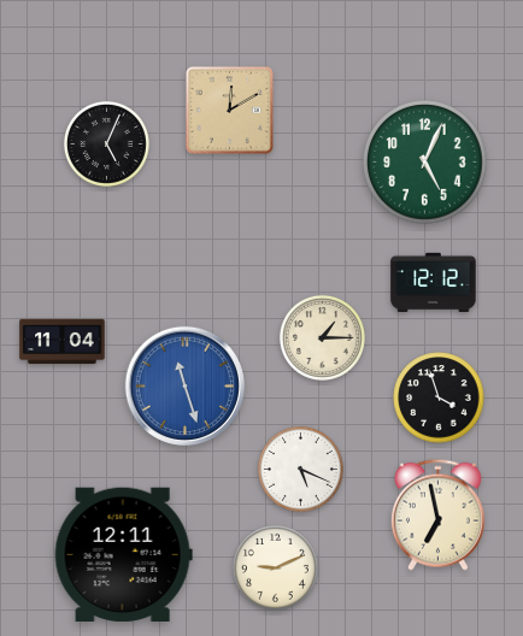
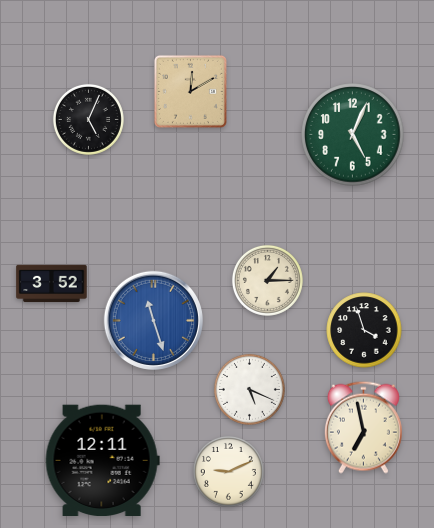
clock at (434, 282): 12:12 -> none
clock at (63, 342): 11:04 -> 3:52
